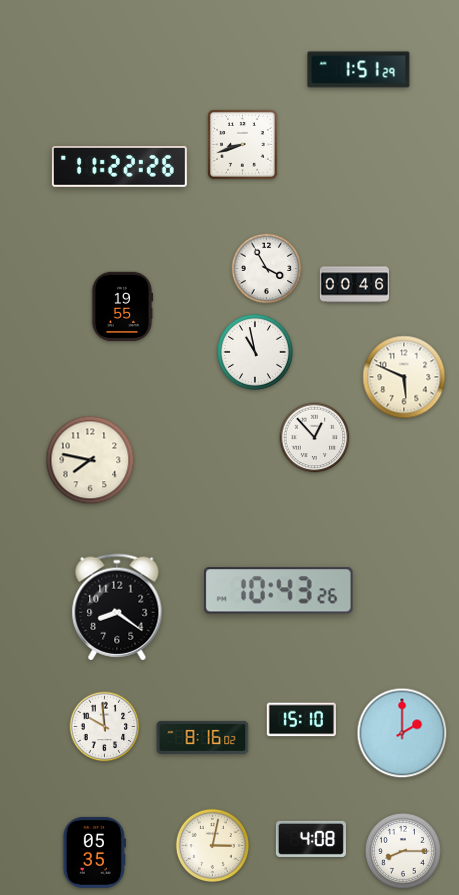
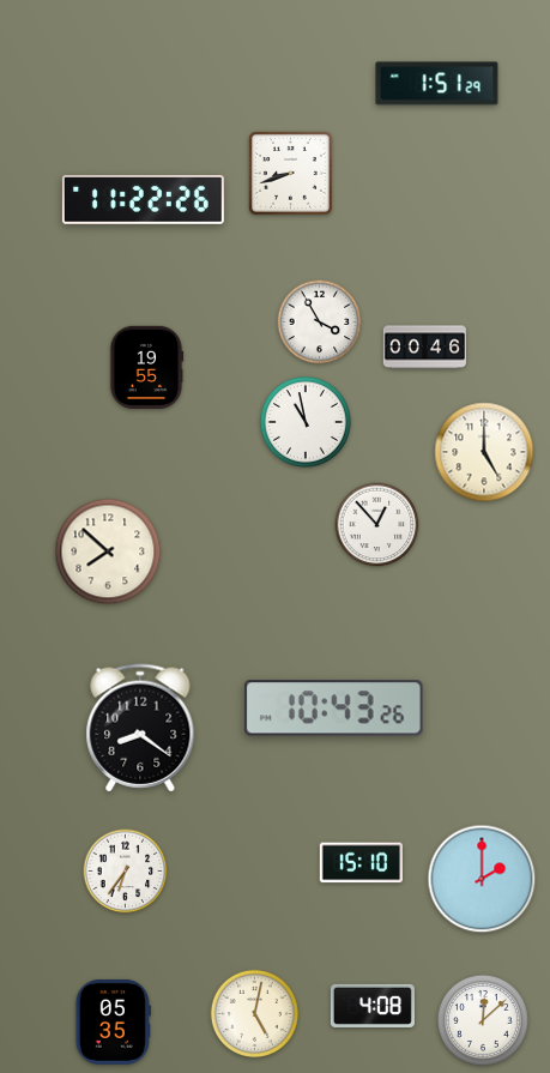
clock at (359, 70) position: (359, 70) -> (437, 84)
clock at (354, 285) position: (354, 285) -> (424, 348)
clock at (404, 377): 5:49 -> 5:00
clock at (90, 460): 7:47 -> 7:52
clock at (105, 727): 9:59 -> 6:36
clock at (203, 737): 8:16 -> none
clock at (212, 845): 3:02 -> 5:02
clock at (403, 851): 8:15 -> 12:08
